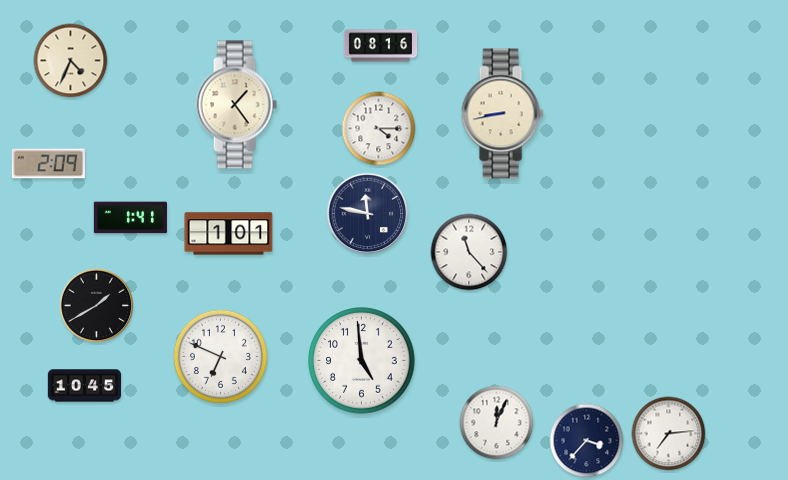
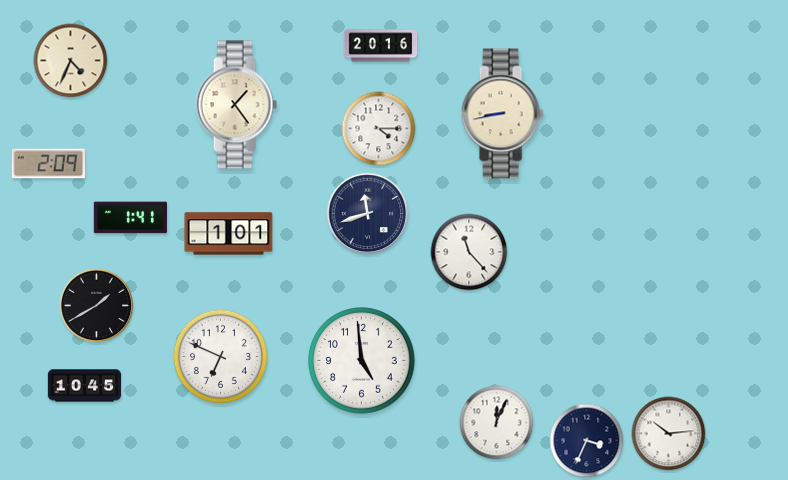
clock at (381, 46): 08:16 -> 20:16
clock at (368, 214): 11:47 -> 11:42
clock at (669, 434): 7:14 -> 10:14
clock at (587, 441): 3:37 -> 3:34
